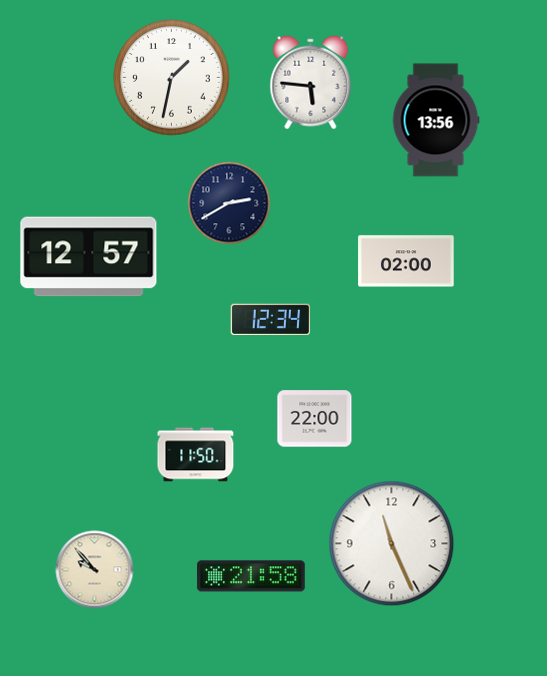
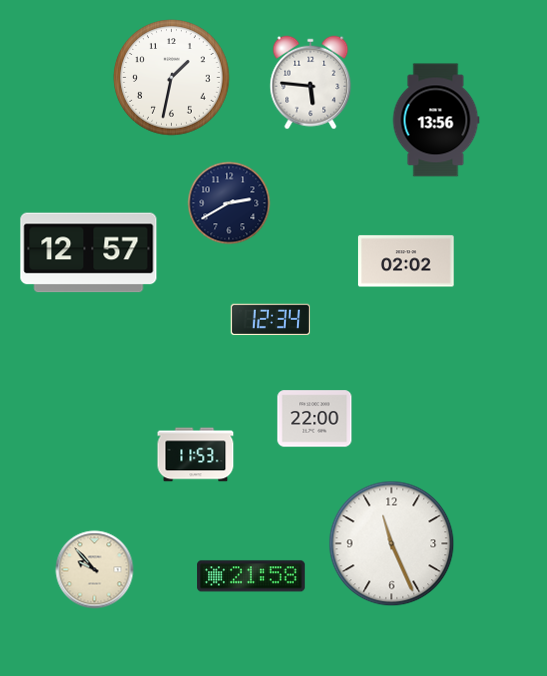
clock at (89, 257) position: (89, 257) -> (89, 253)
clock at (406, 261): 02:00 -> 02:02
clock at (196, 455): 11:50 -> 11:53
